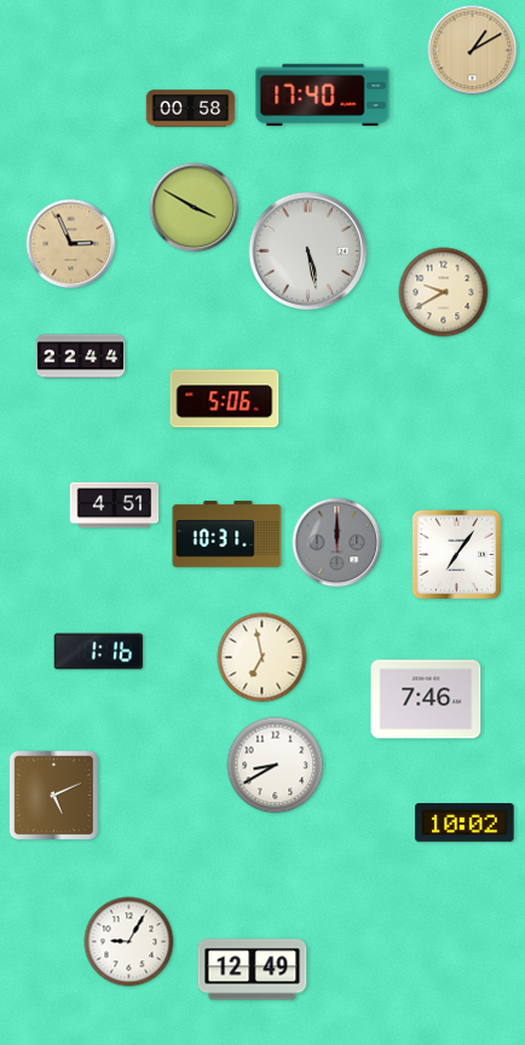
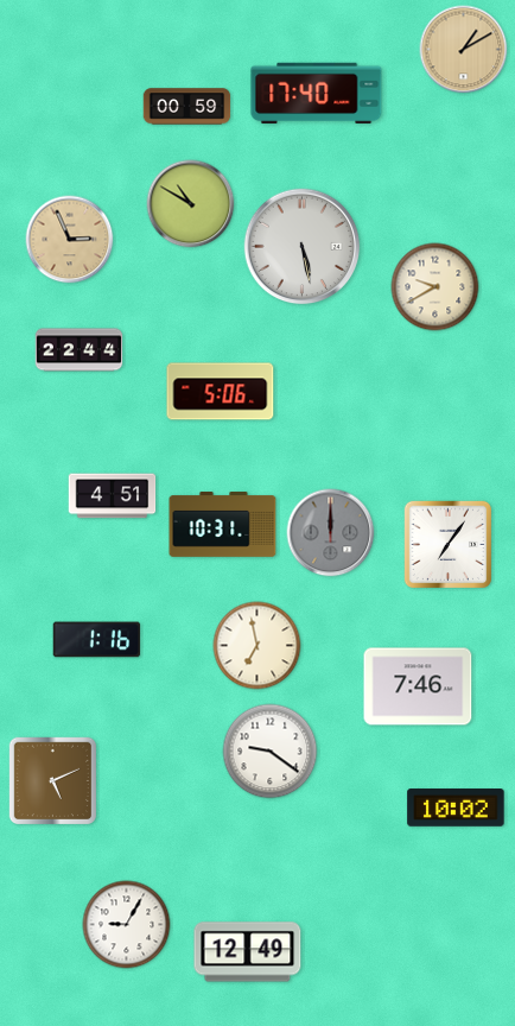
clock at (191, 109): 00:58 -> 00:59
clock at (195, 208): 3:50 -> 10:50
clock at (276, 766): 8:40 -> 9:21
